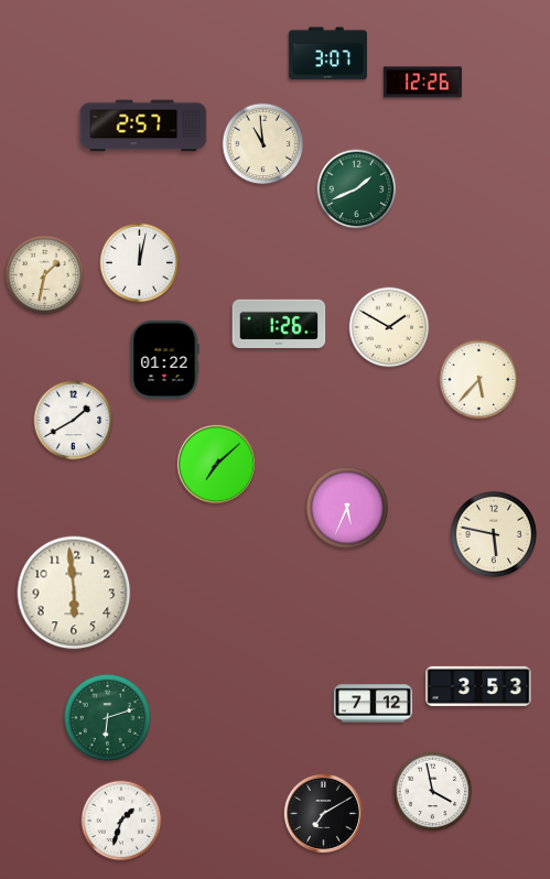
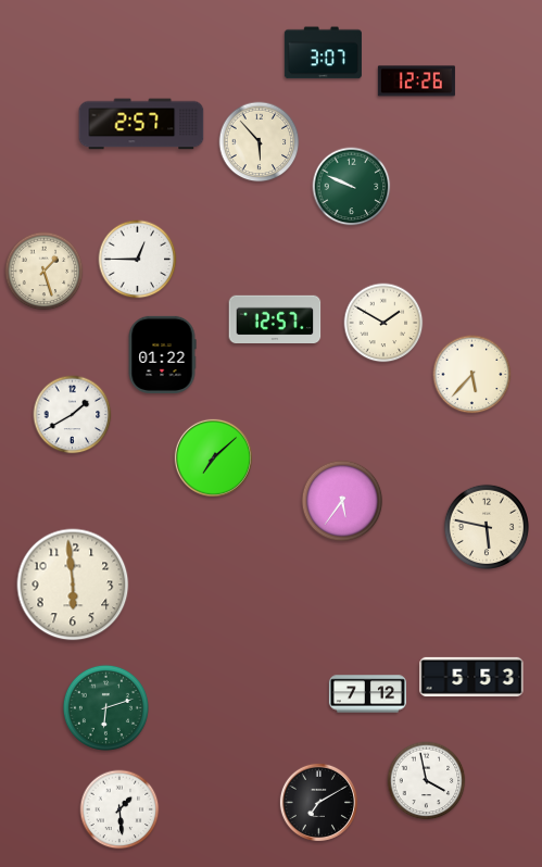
clock at (263, 144): 10:59 -> 5:53
clock at (357, 189): 1:41 -> 9:49
clock at (140, 263): 12:02 -> 12:45
clock at (45, 275): 1:32 -> 1:27
clock at (279, 323): 1:26 -> 12:57
clock at (347, 508): 5:34 -> 5:36
clock at (478, 686): 3:53 -> 5:53
clock at (121, 821): 1:33 -> 1:29
